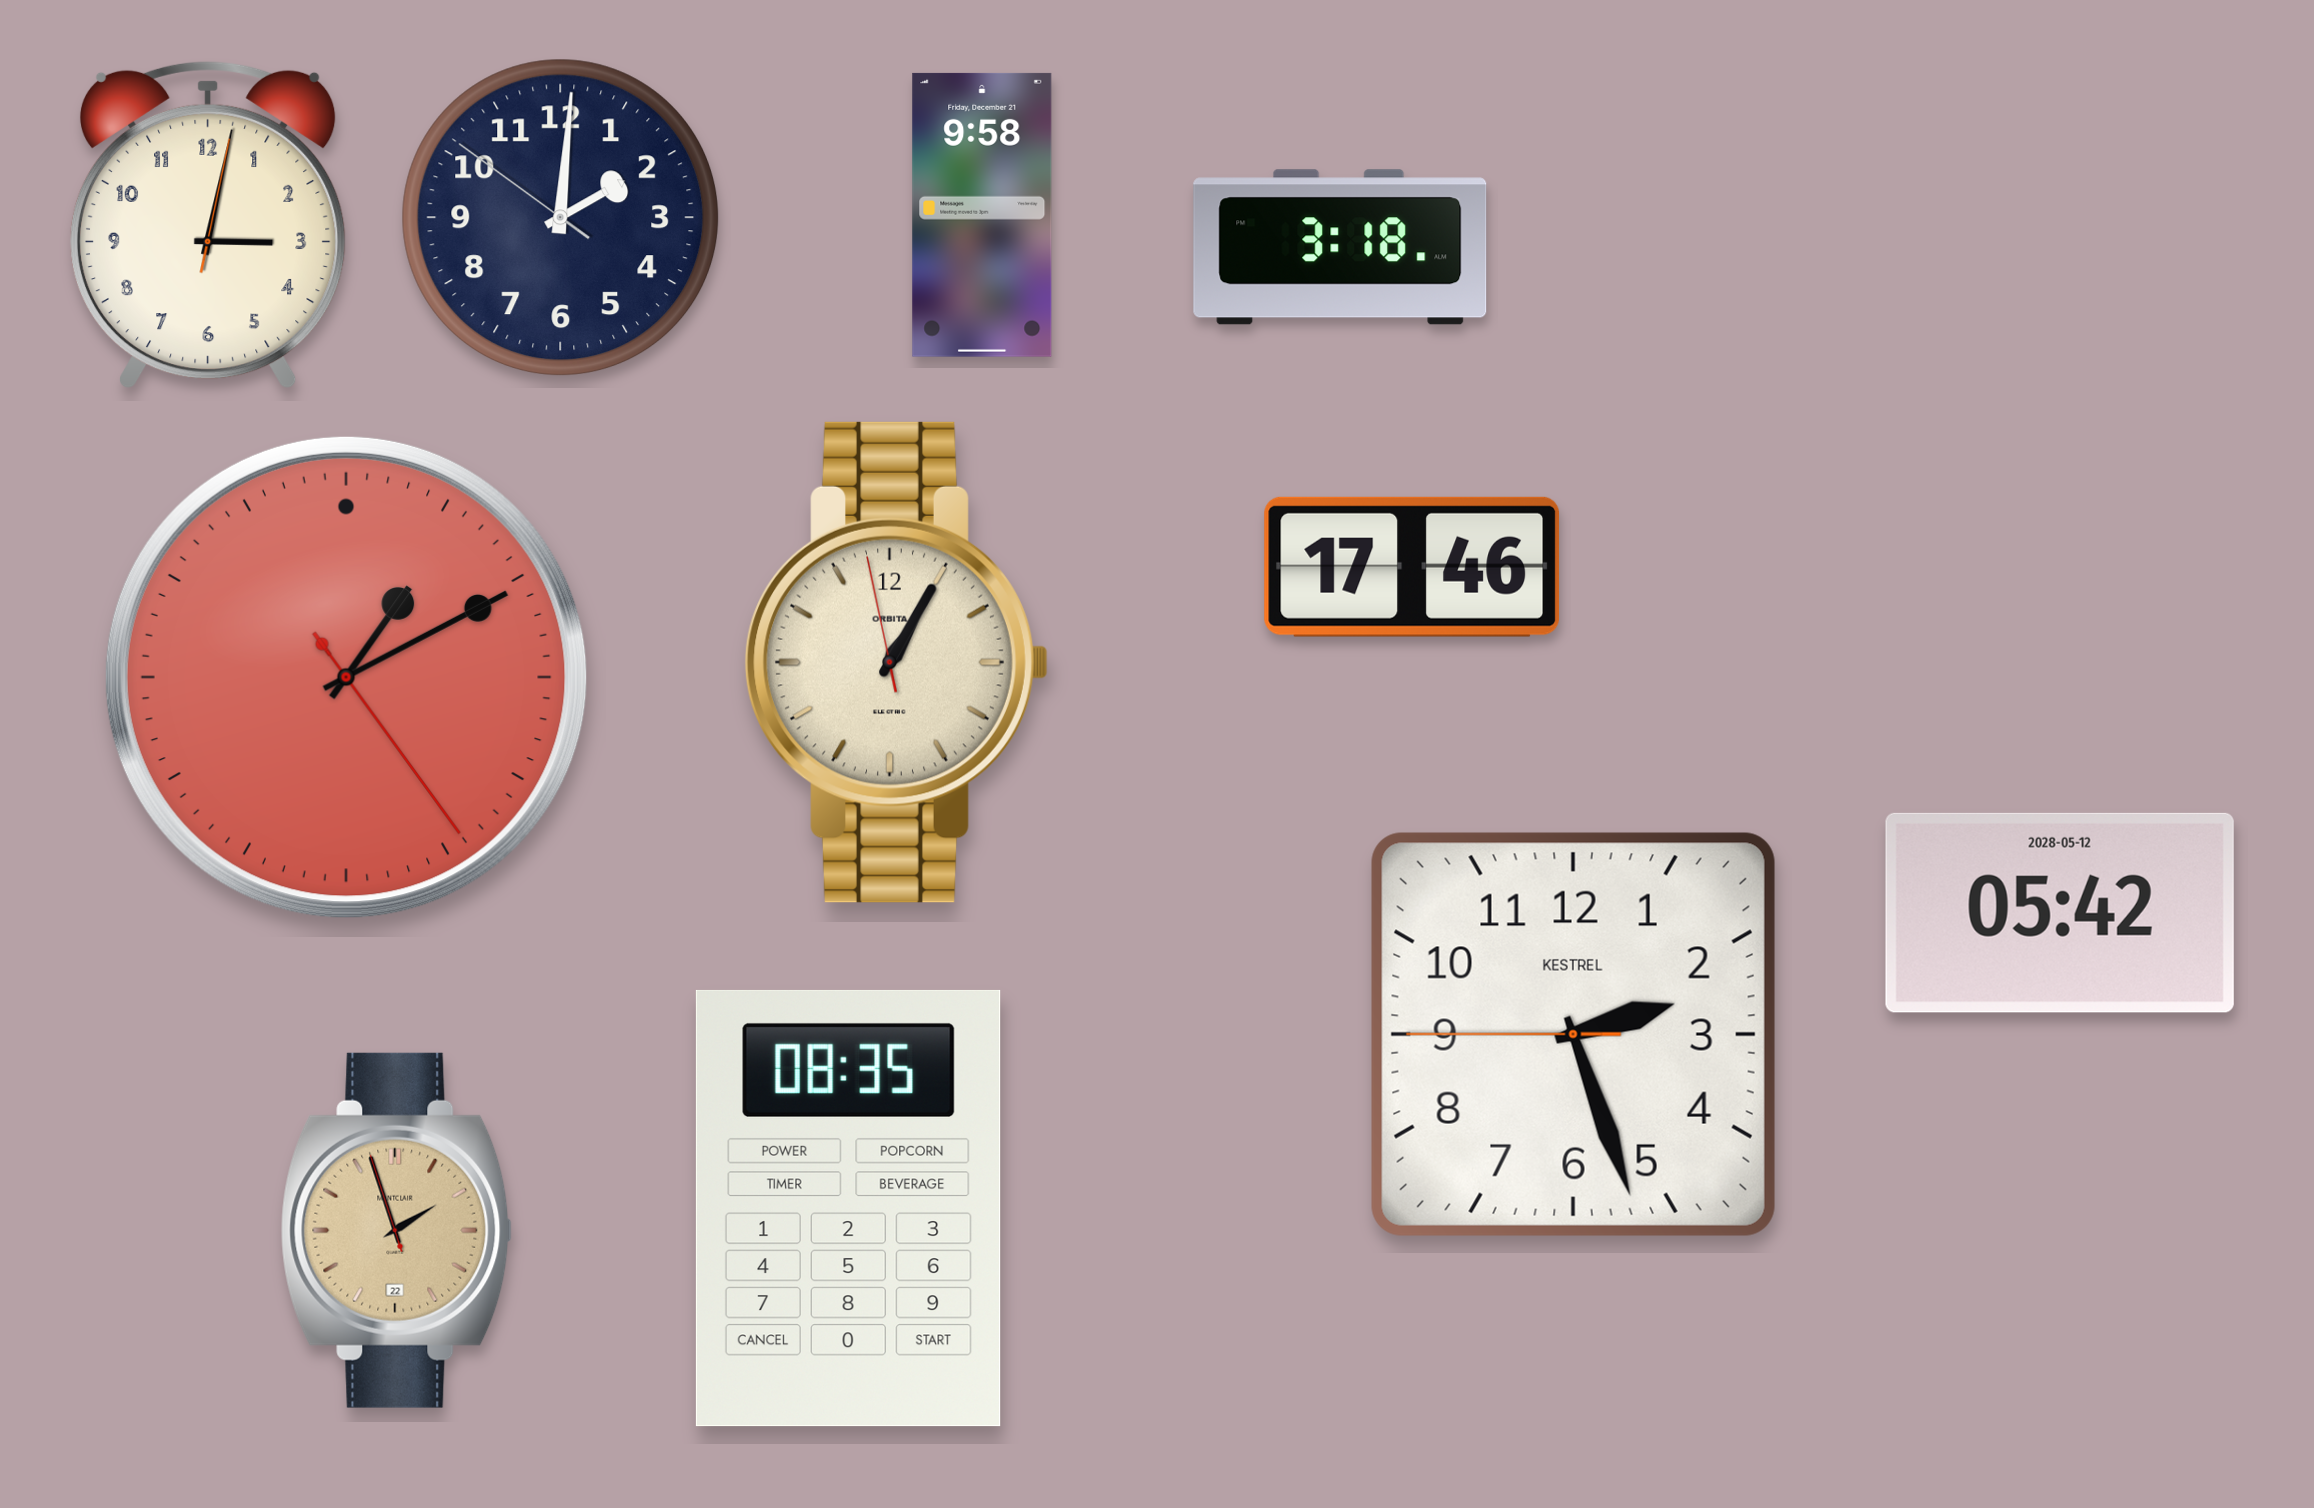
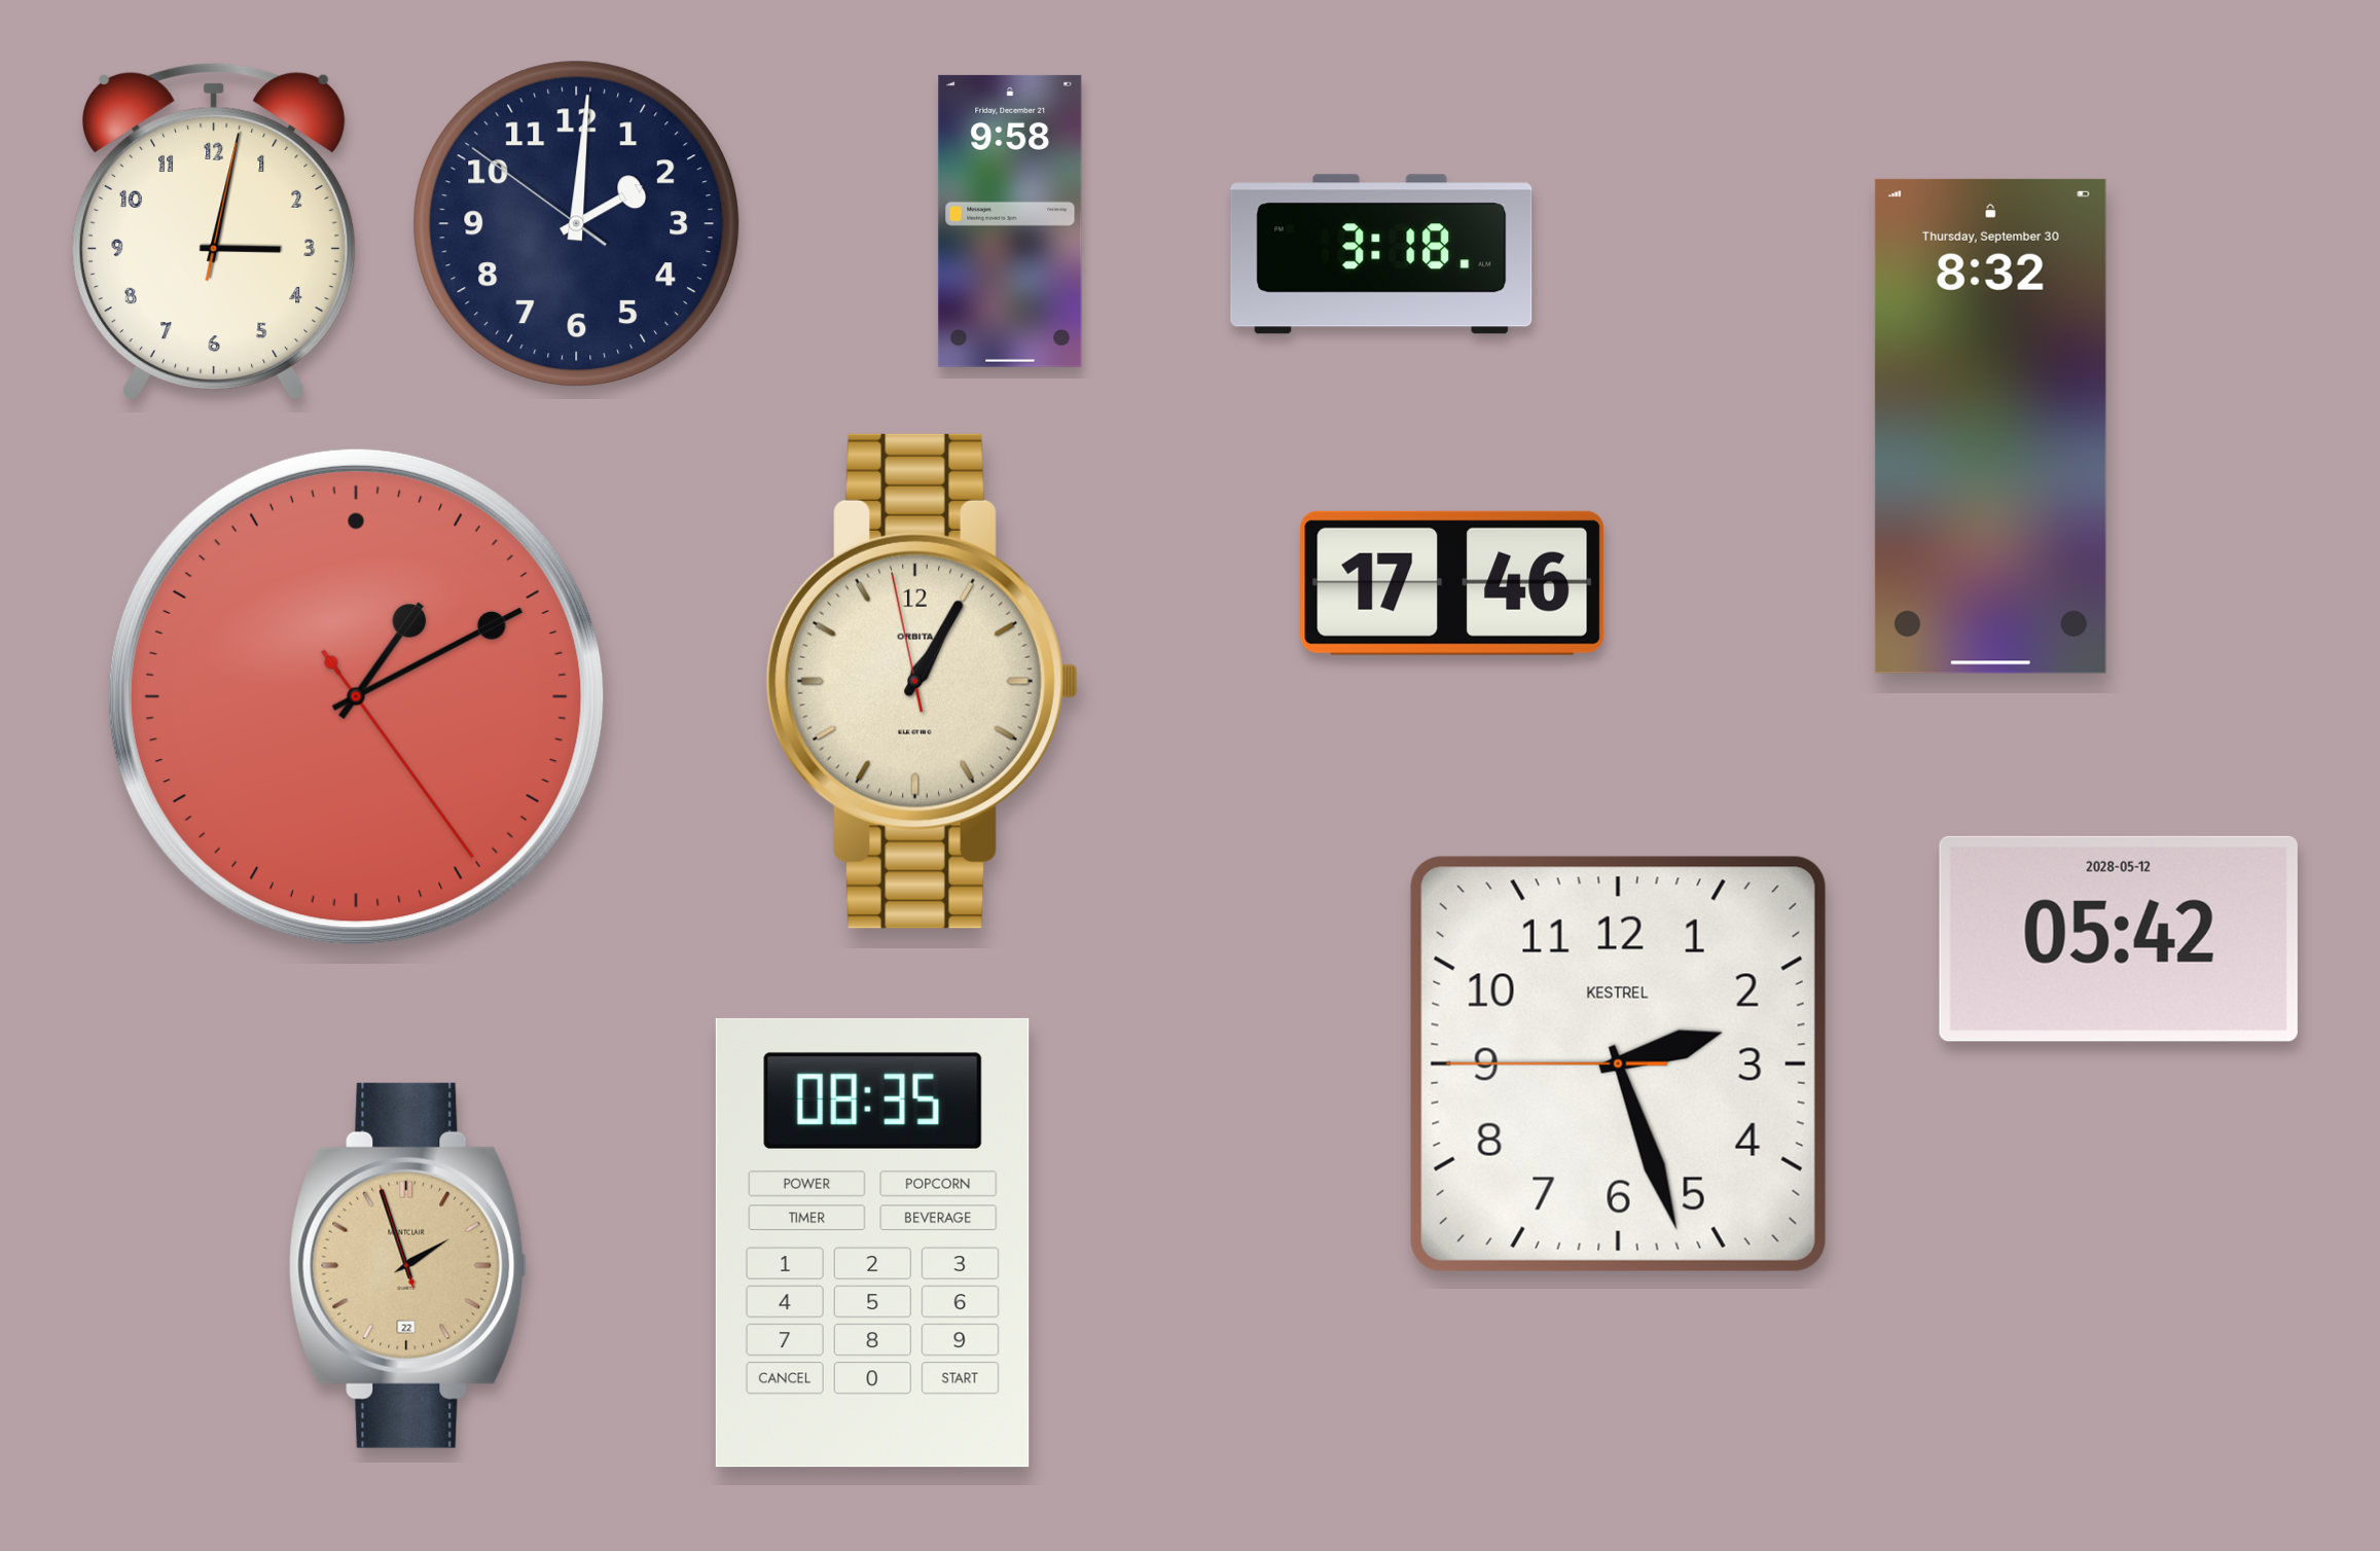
clock at (1340, 247) position: (1340, 247) -> (1381, 254)
clock at (1990, 426): none -> 8:32
